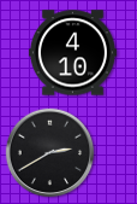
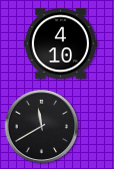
clock at (50, 153): 2:40 -> 11:40
